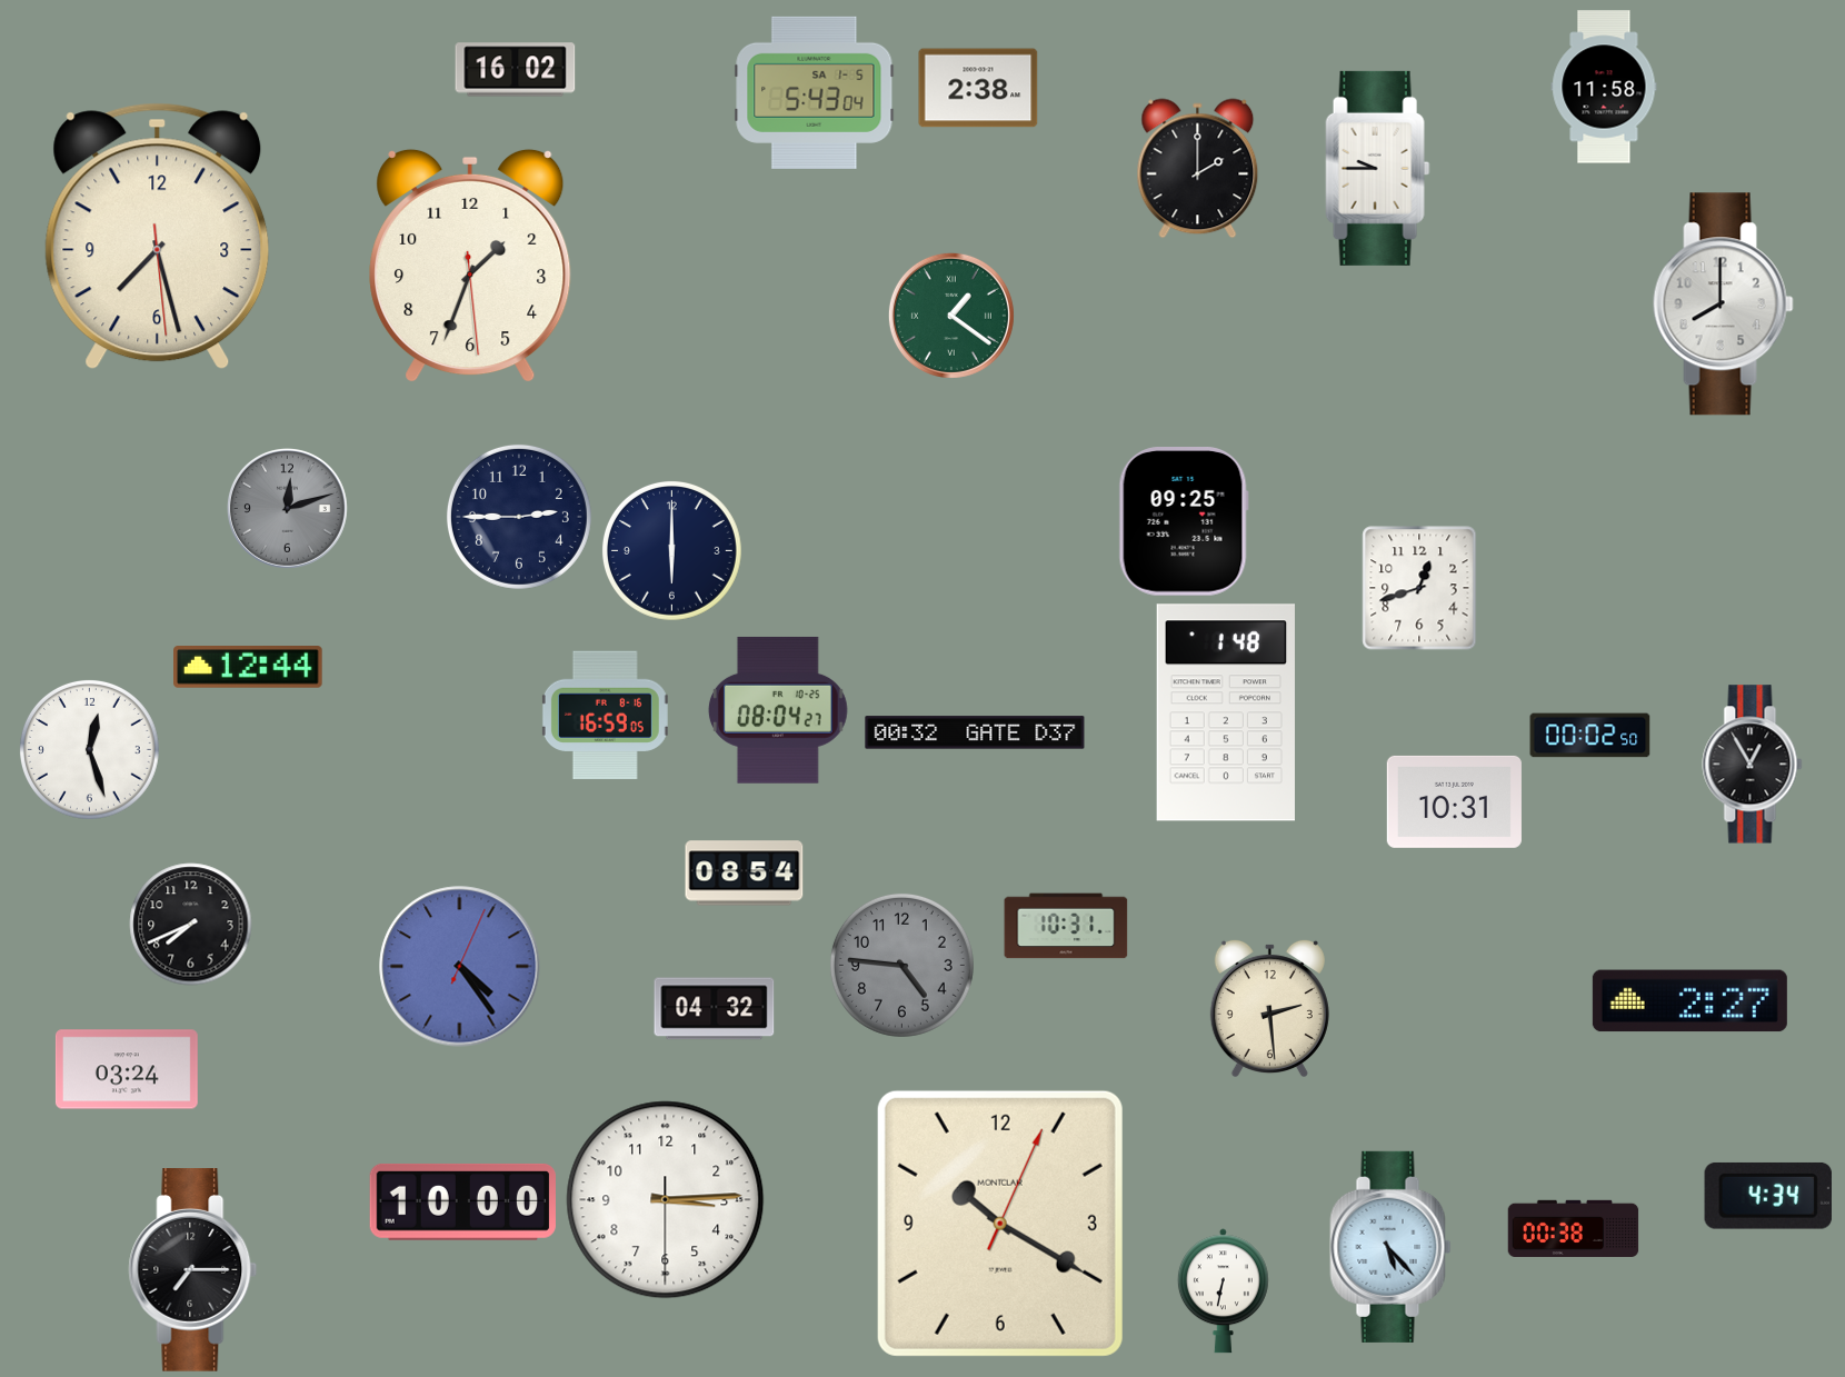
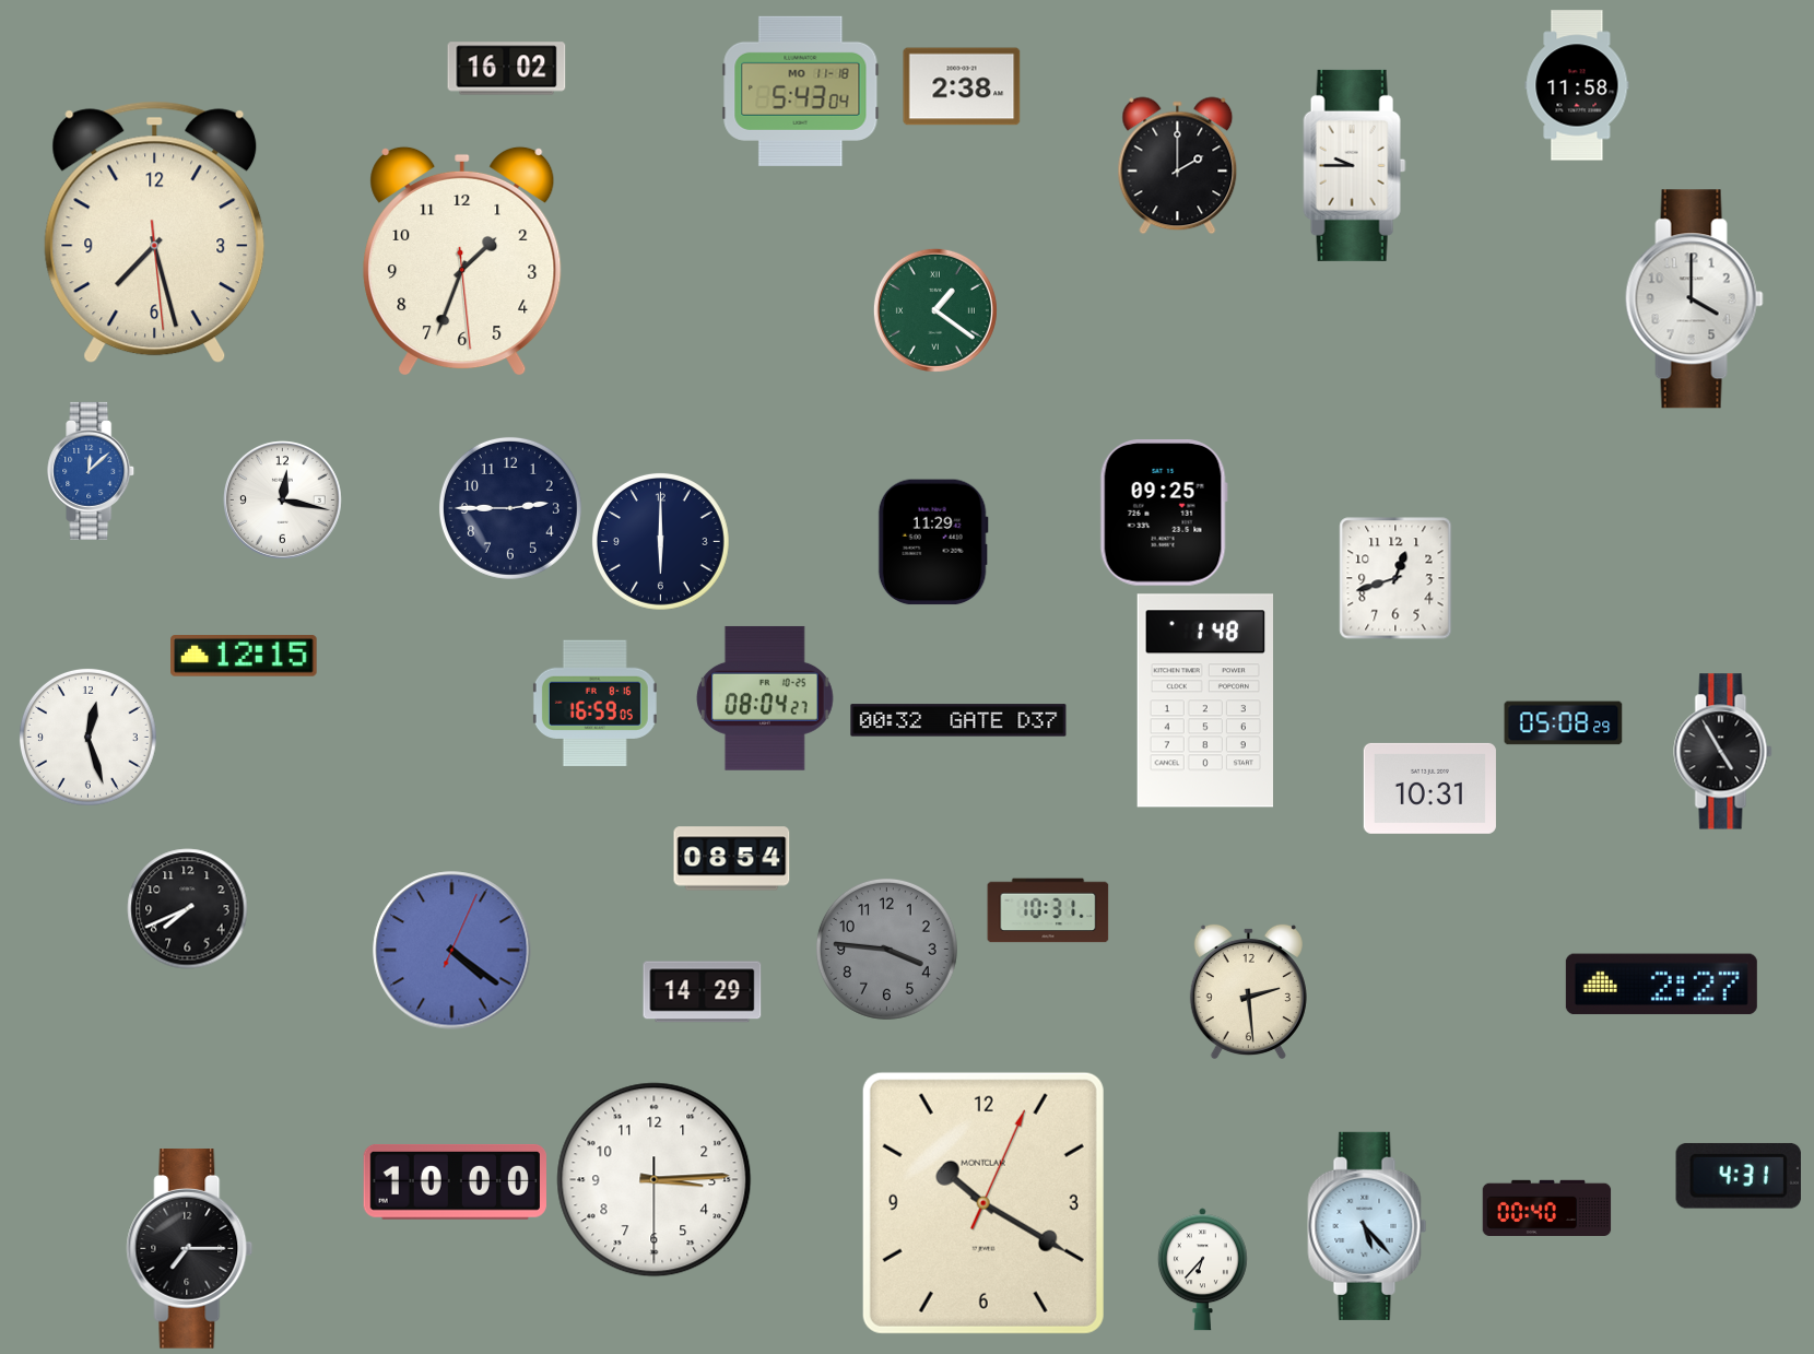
clock at (815, 92) date: SA 1-5 -> MO 11-18
clock at (1723, 305): 8:00 -> 4:00
clock at (92, 471): none -> 12:08
clock at (287, 508): 12:12 -> 12:17
clock at (287, 508) dial: grey -> white
clock at (933, 542): none -> 11:29
clock at (248, 668): 12:44 -> 12:15
clock at (1590, 736): 00:02 -> 05:08
clock at (1753, 765): 12:55 -> 4:55
clock at (901, 965): 4:46 -> 3:46
clock at (460, 967): 4:24 -> 4:21
clock at (715, 1009): 04:32 -> 14:29
clock at (127, 1069): 03:24 -> none
clock at (1768, 1196): 4:34 -> 4:31
clock at (1574, 1228): 00:38 -> 00:40
clock at (1223, 1291): 6:32 -> 6:37
